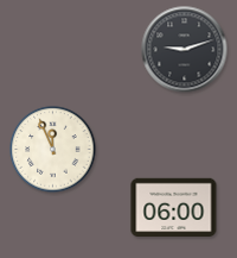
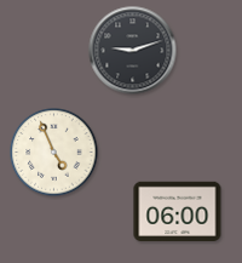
clock at (185, 50) position: (185, 50) -> (133, 51)
clock at (53, 150): 11:56 -> 4:56
